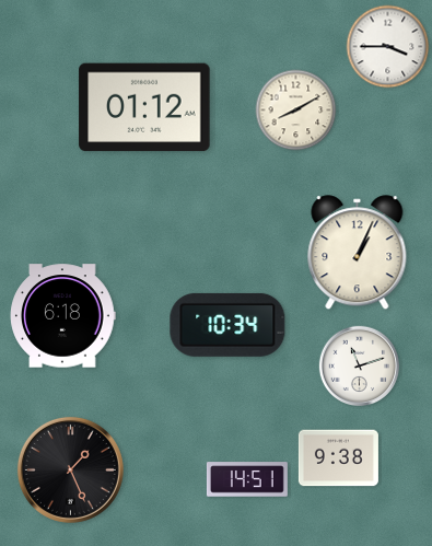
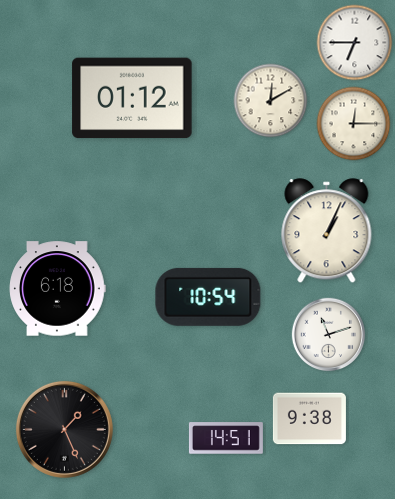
clock at (388, 47): 3:45 -> 6:45
clock at (296, 111): 8:10 -> 12:10
clock at (354, 124): none -> 12:15
clock at (227, 325): 10:34 -> 10:54
